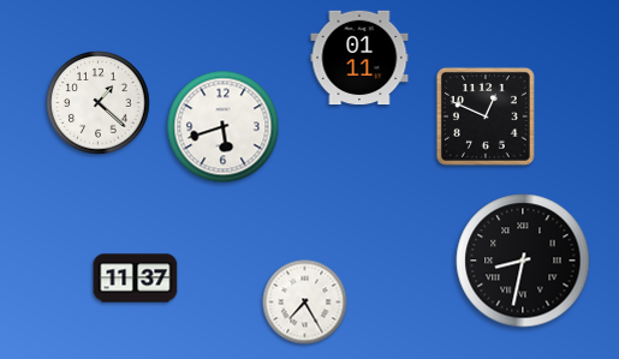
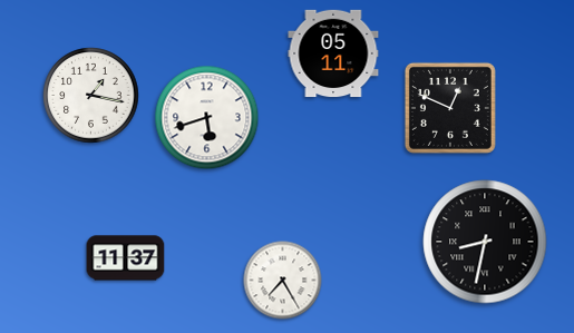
clock at (359, 58): 01:11 -> 05:11
clock at (99, 103): 1:22 -> 1:17
